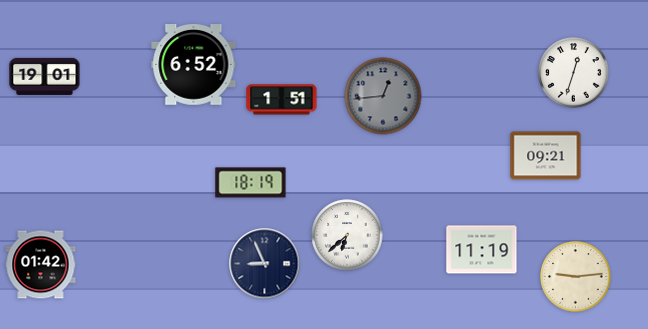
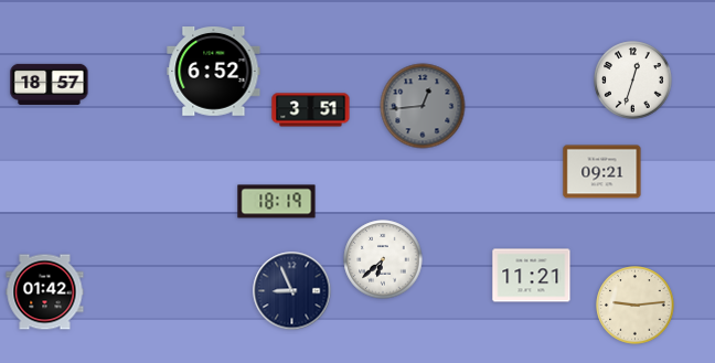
clock at (45, 76): 19:01 -> 18:57
clock at (282, 100): 1:51 -> 3:51
clock at (482, 250): 11:19 -> 11:21
